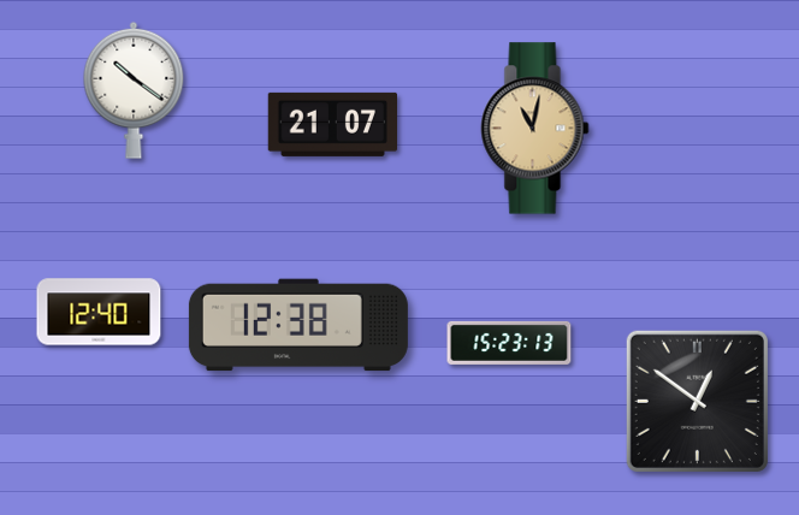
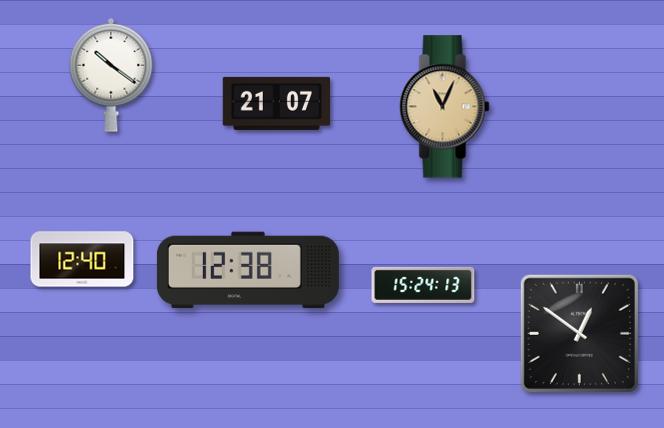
clock at (535, 129): 11:02 -> 11:04
clock at (509, 343): 15:23 -> 15:24
